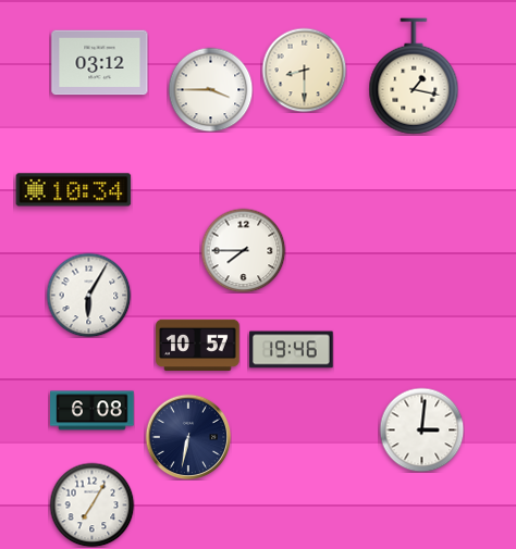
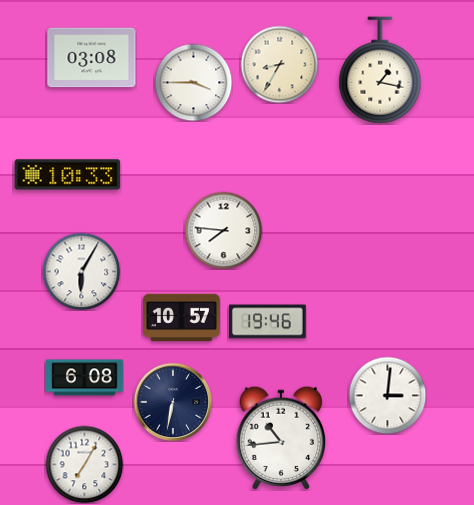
clock at (100, 63): 03:12 -> 03:08
clock at (304, 70): 8:30 -> 8:35
clock at (74, 190): 10:34 -> 10:33
clock at (243, 250): 7:45 -> 7:46
clock at (280, 438): none -> 10:44
